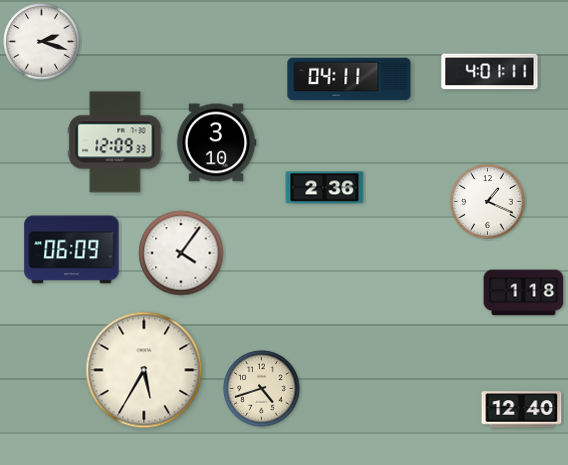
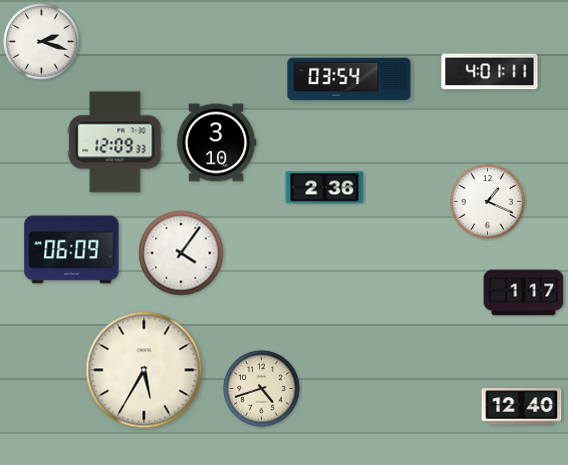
clock at (349, 79): 04:11 -> 03:54
clock at (524, 293): 1:18 -> 1:17
clock at (522, 410) position: (522, 410) -> (522, 407)
